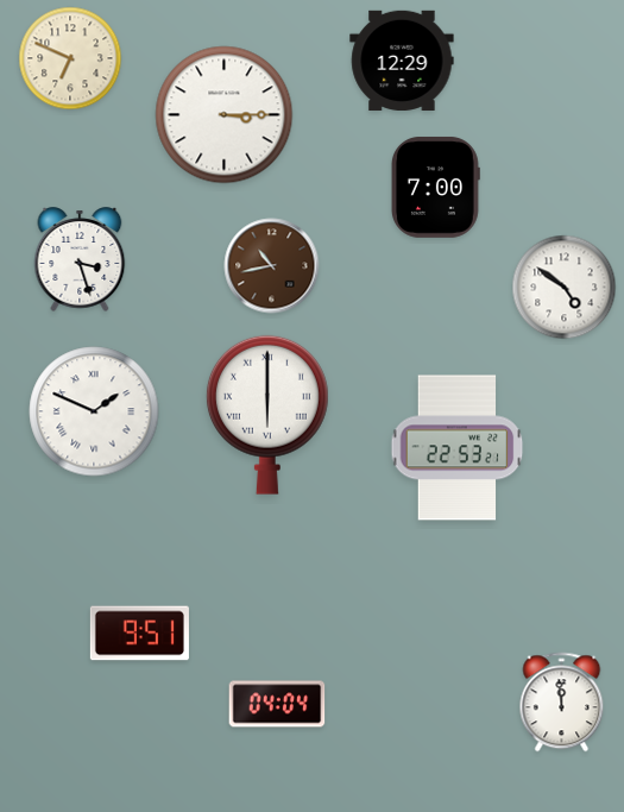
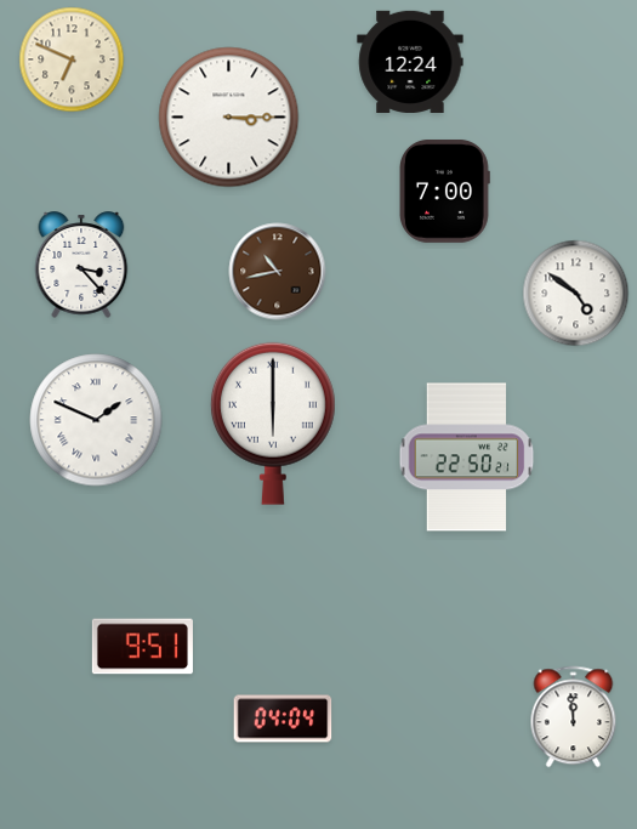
clock at (402, 61): 12:29 -> 12:24
clock at (80, 259): 3:27 -> 3:23
clock at (458, 448): 22:53 -> 22:50
